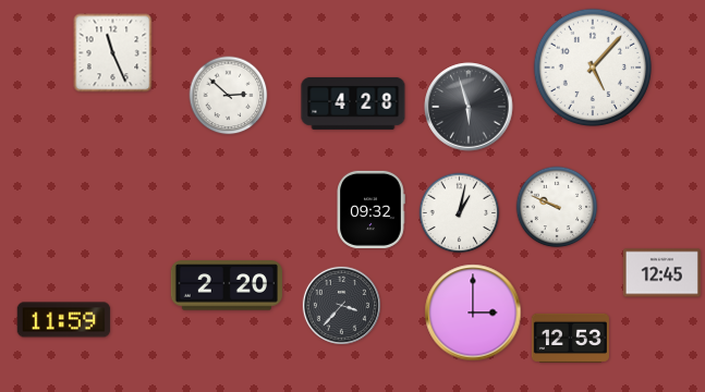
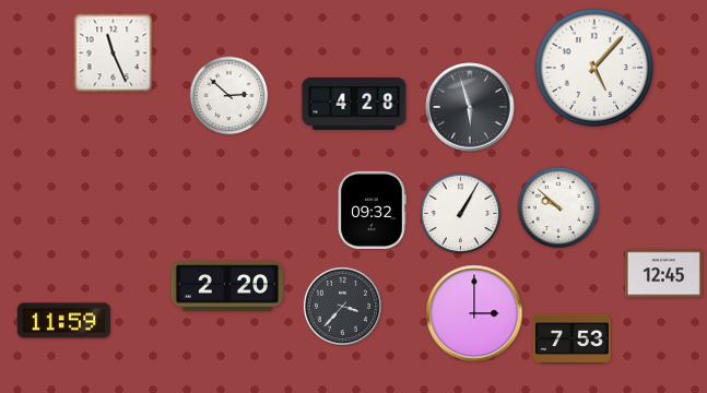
clock at (557, 207): 9:49 -> 9:52
clock at (460, 213): 1:02 -> 1:05
clock at (570, 338): 12:53 -> 7:53
